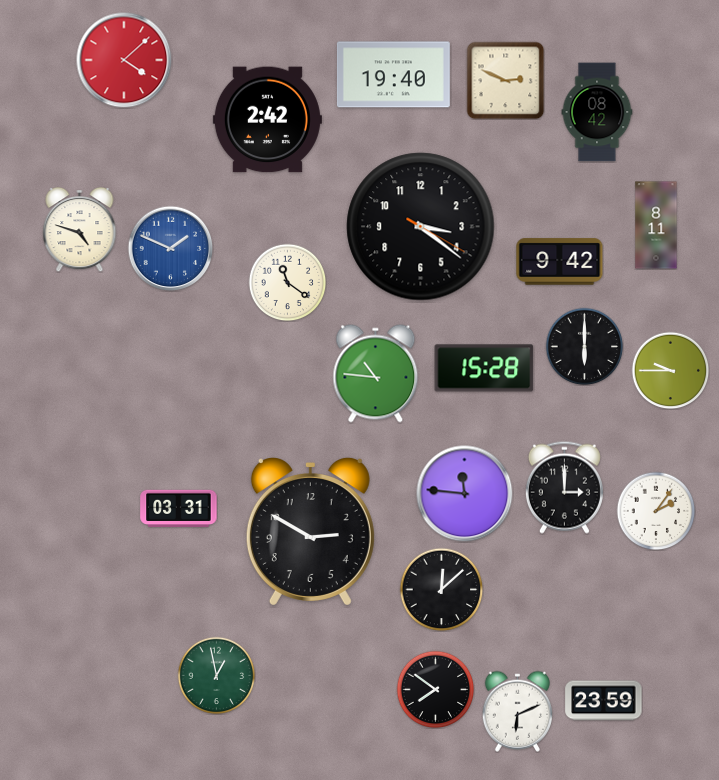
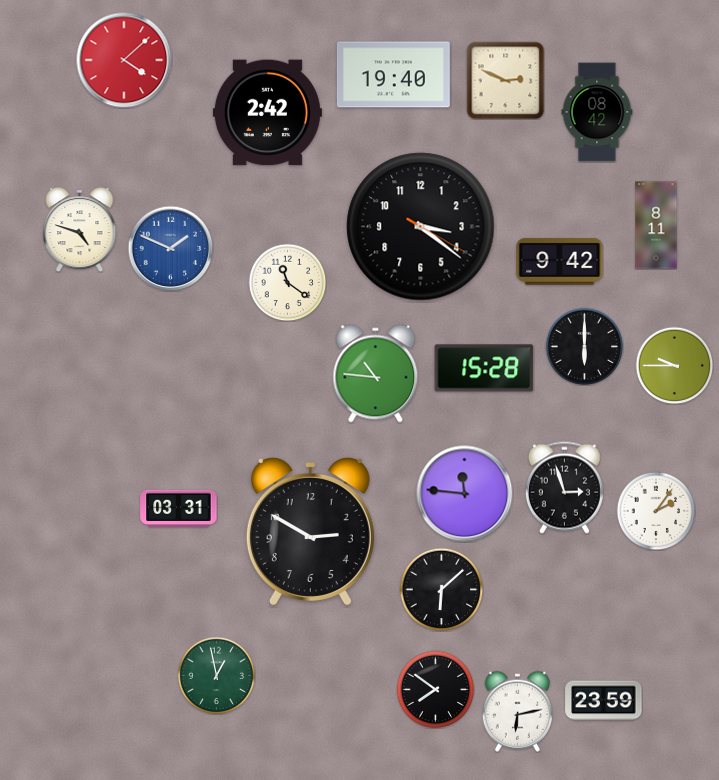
clock at (267, 120) position: (267, 120) -> (267, 113)
clock at (670, 370) position: (670, 370) -> (674, 365)
clock at (564, 487): 3:00 -> 2:57
clock at (441, 589): 12:08 -> 6:08
clock at (517, 711): 6:11 -> 6:13
